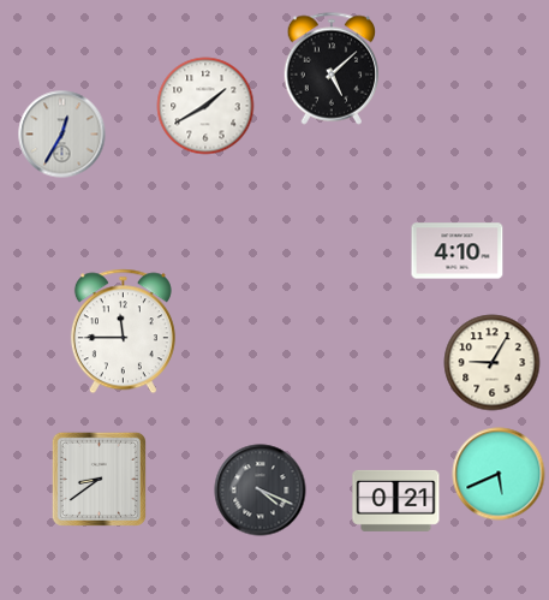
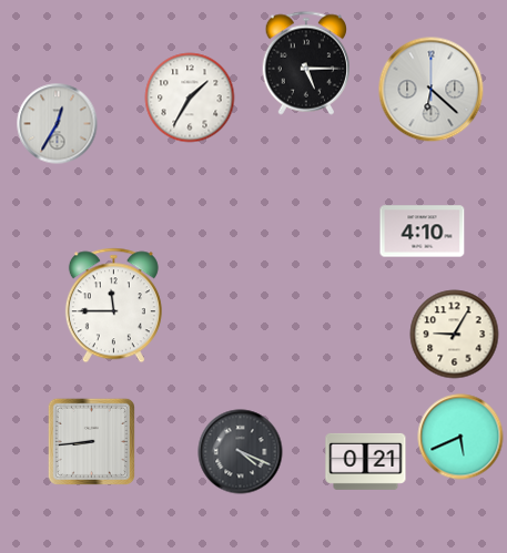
clock at (332, 69): 5:08 -> 5:15
clock at (432, 90): none -> 6:22
clock at (205, 106): 1:40 -> 1:35
clock at (99, 479): 8:39 -> 8:44
